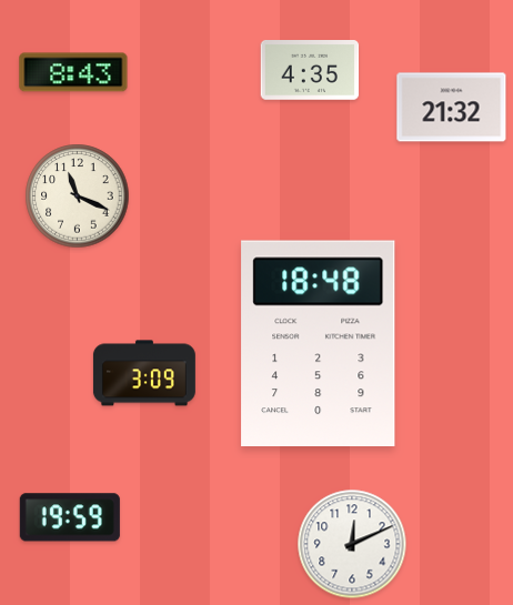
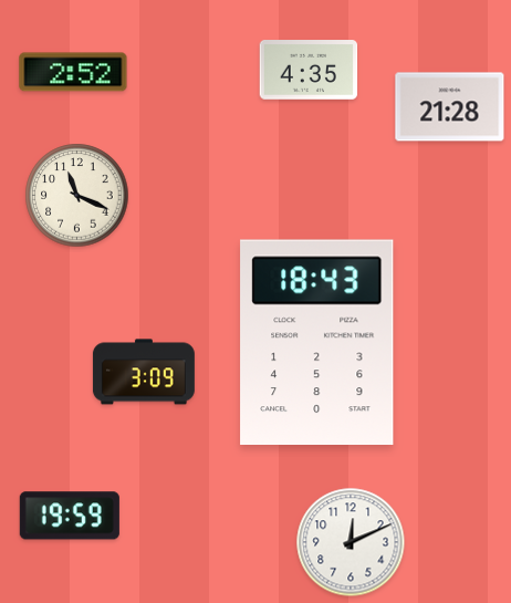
clock at (73, 72): 8:43 -> 2:52
clock at (452, 108): 21:32 -> 21:28
clock at (319, 343): 18:48 -> 18:43
